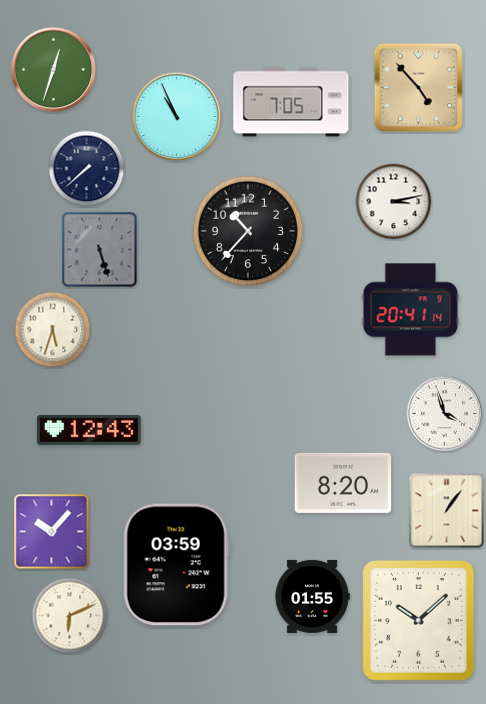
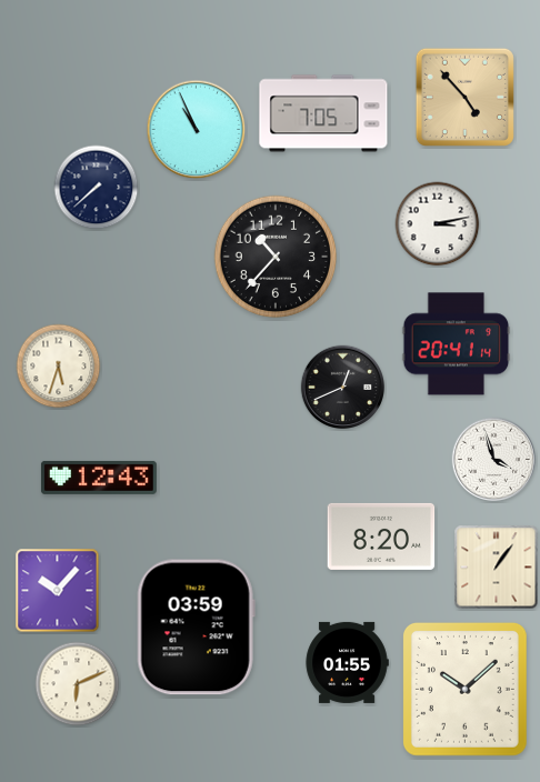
clock at (54, 70): 12:33 -> none
clock at (100, 250): 5:27 -> none
clock at (343, 388): none -> 12:41
